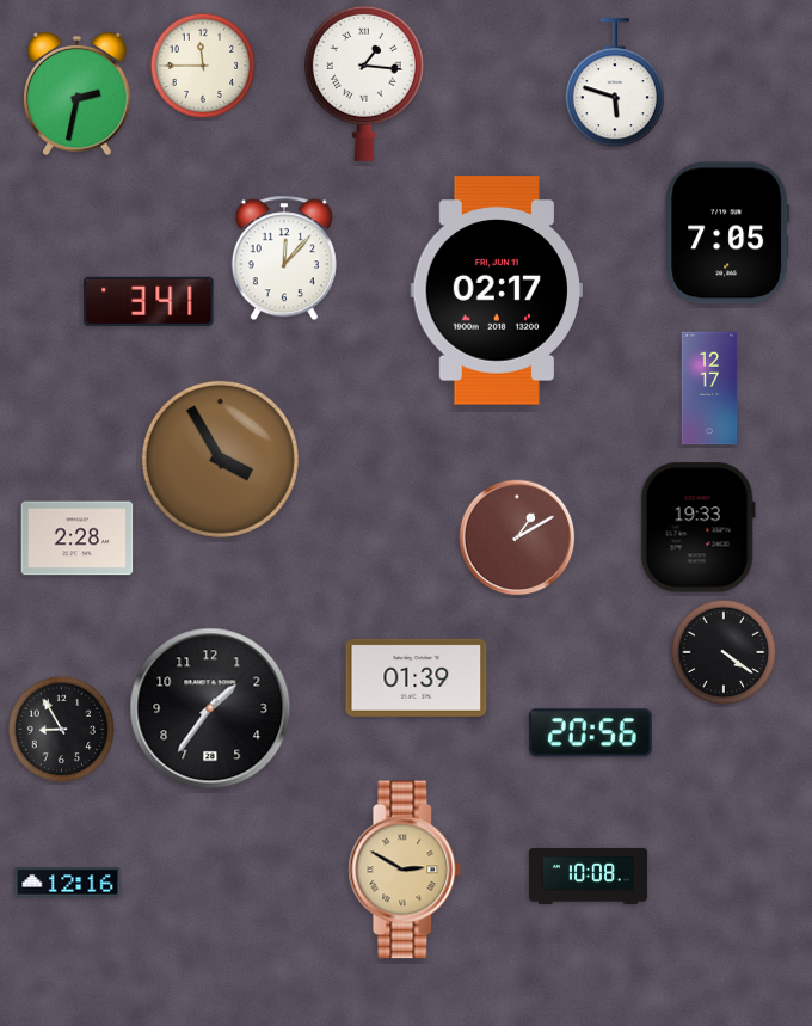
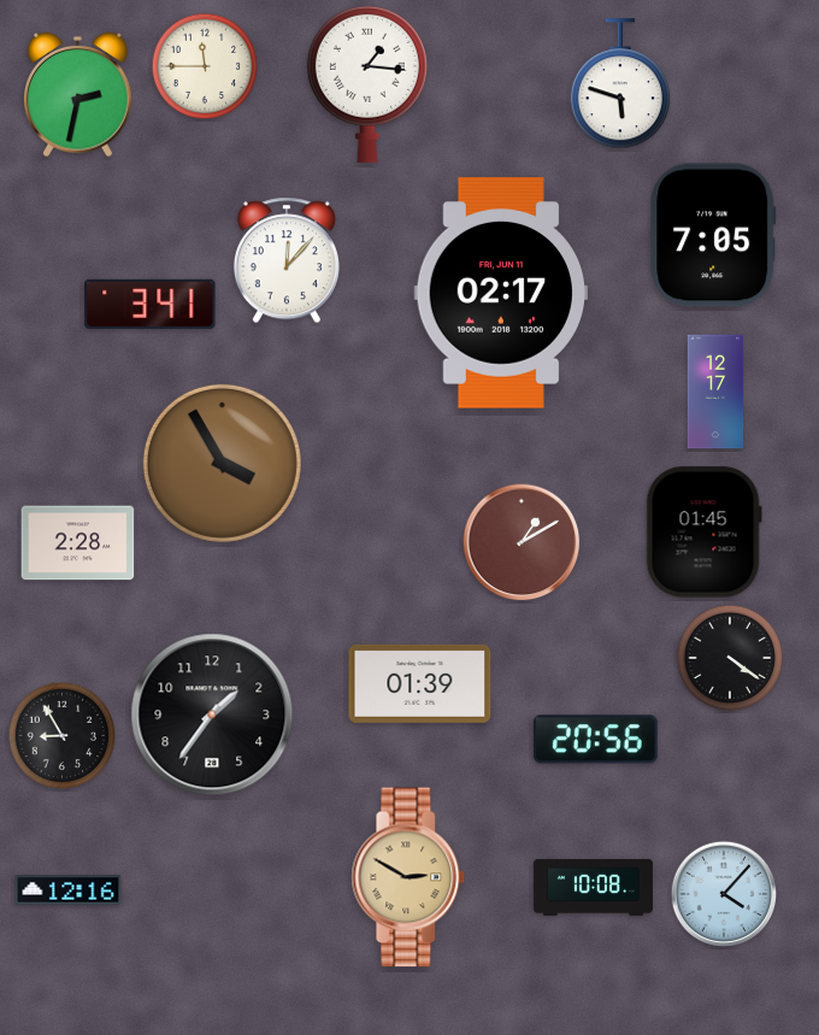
clock at (727, 233) position: (727, 233) -> (713, 235)
clock at (697, 528): 19:33 -> 01:45
clock at (588, 876) position: (588, 876) -> (593, 887)
clock at (724, 894): none -> 4:07
